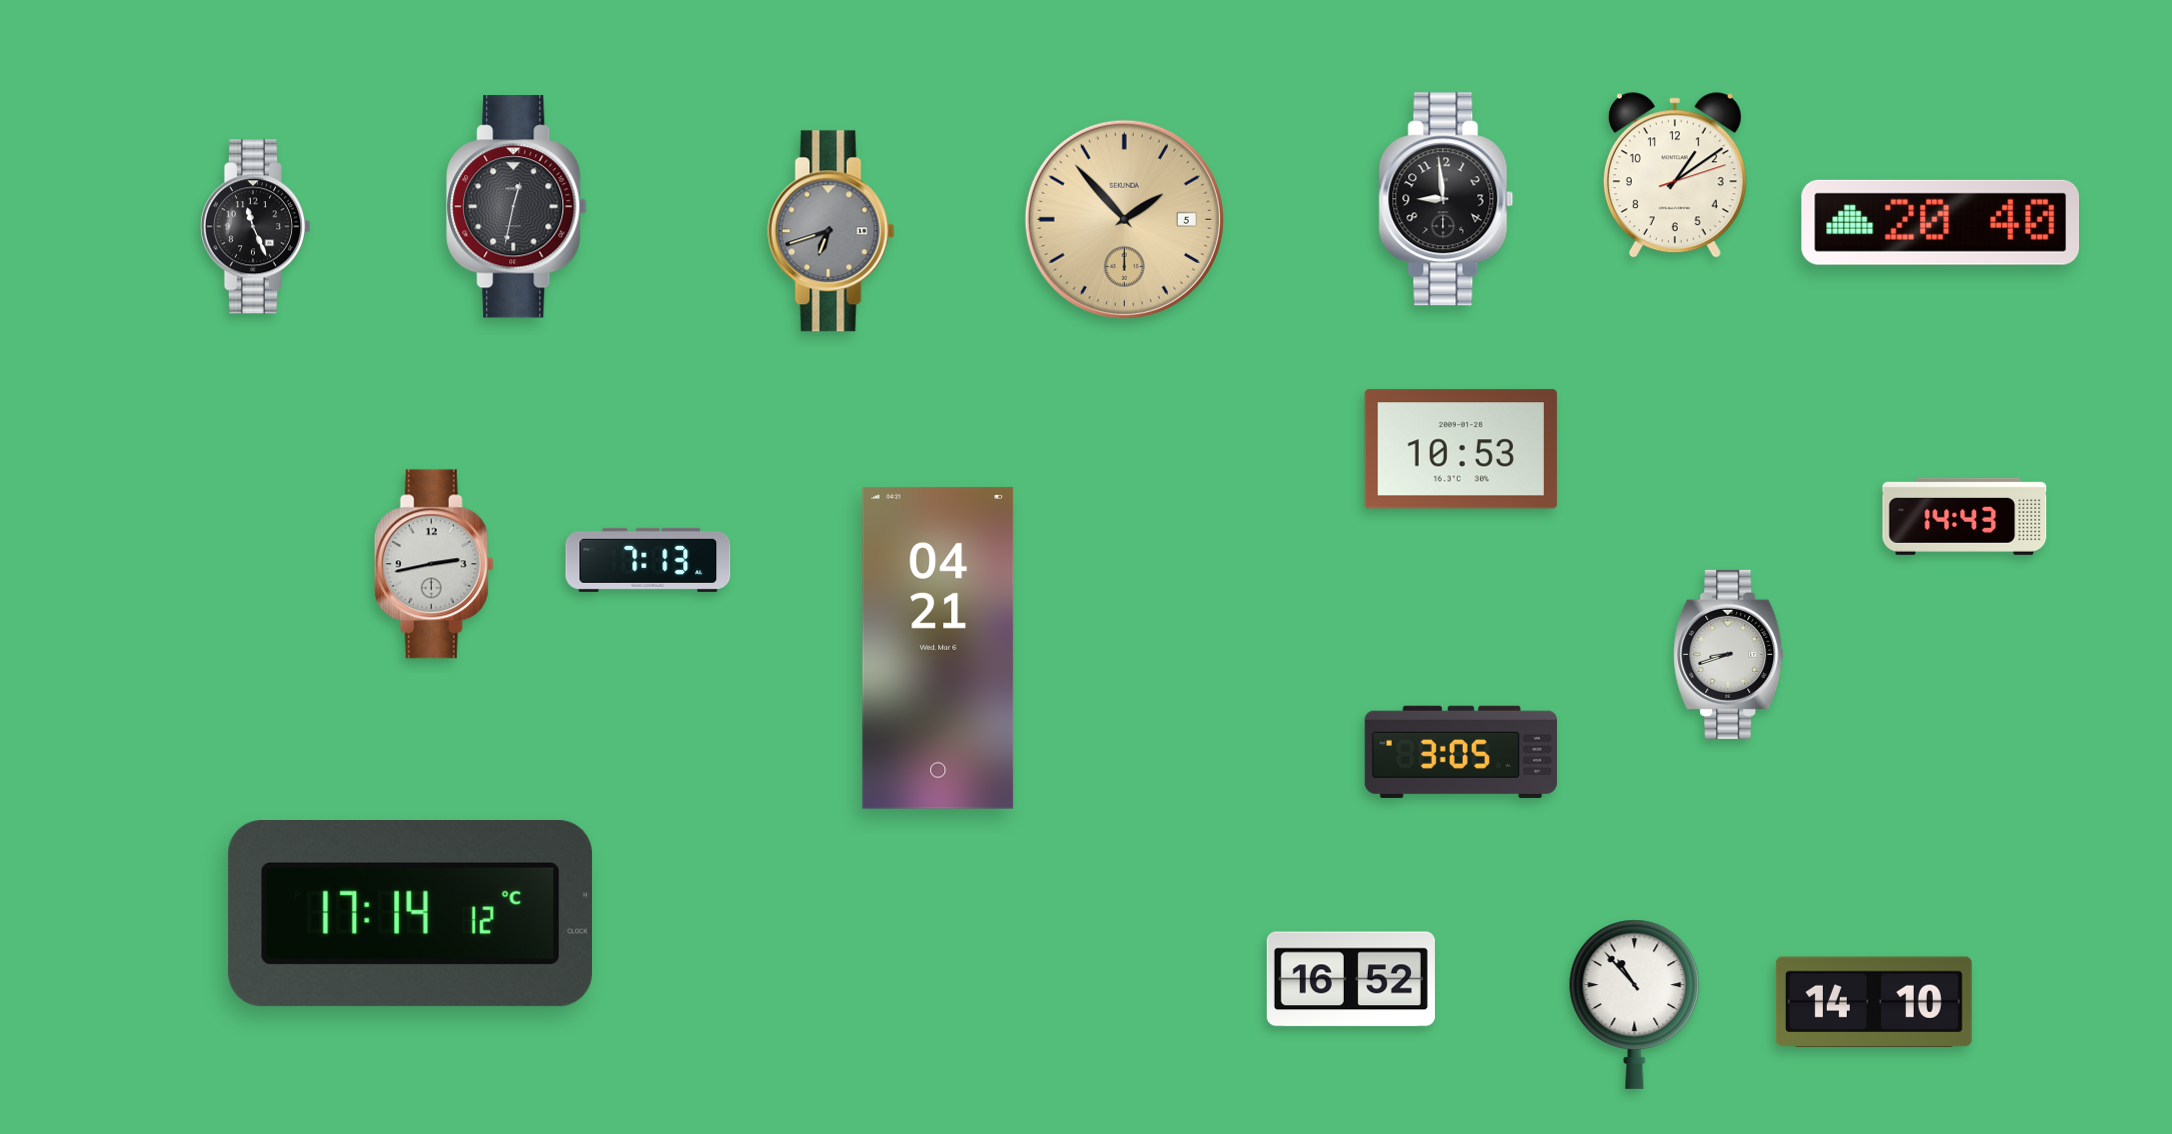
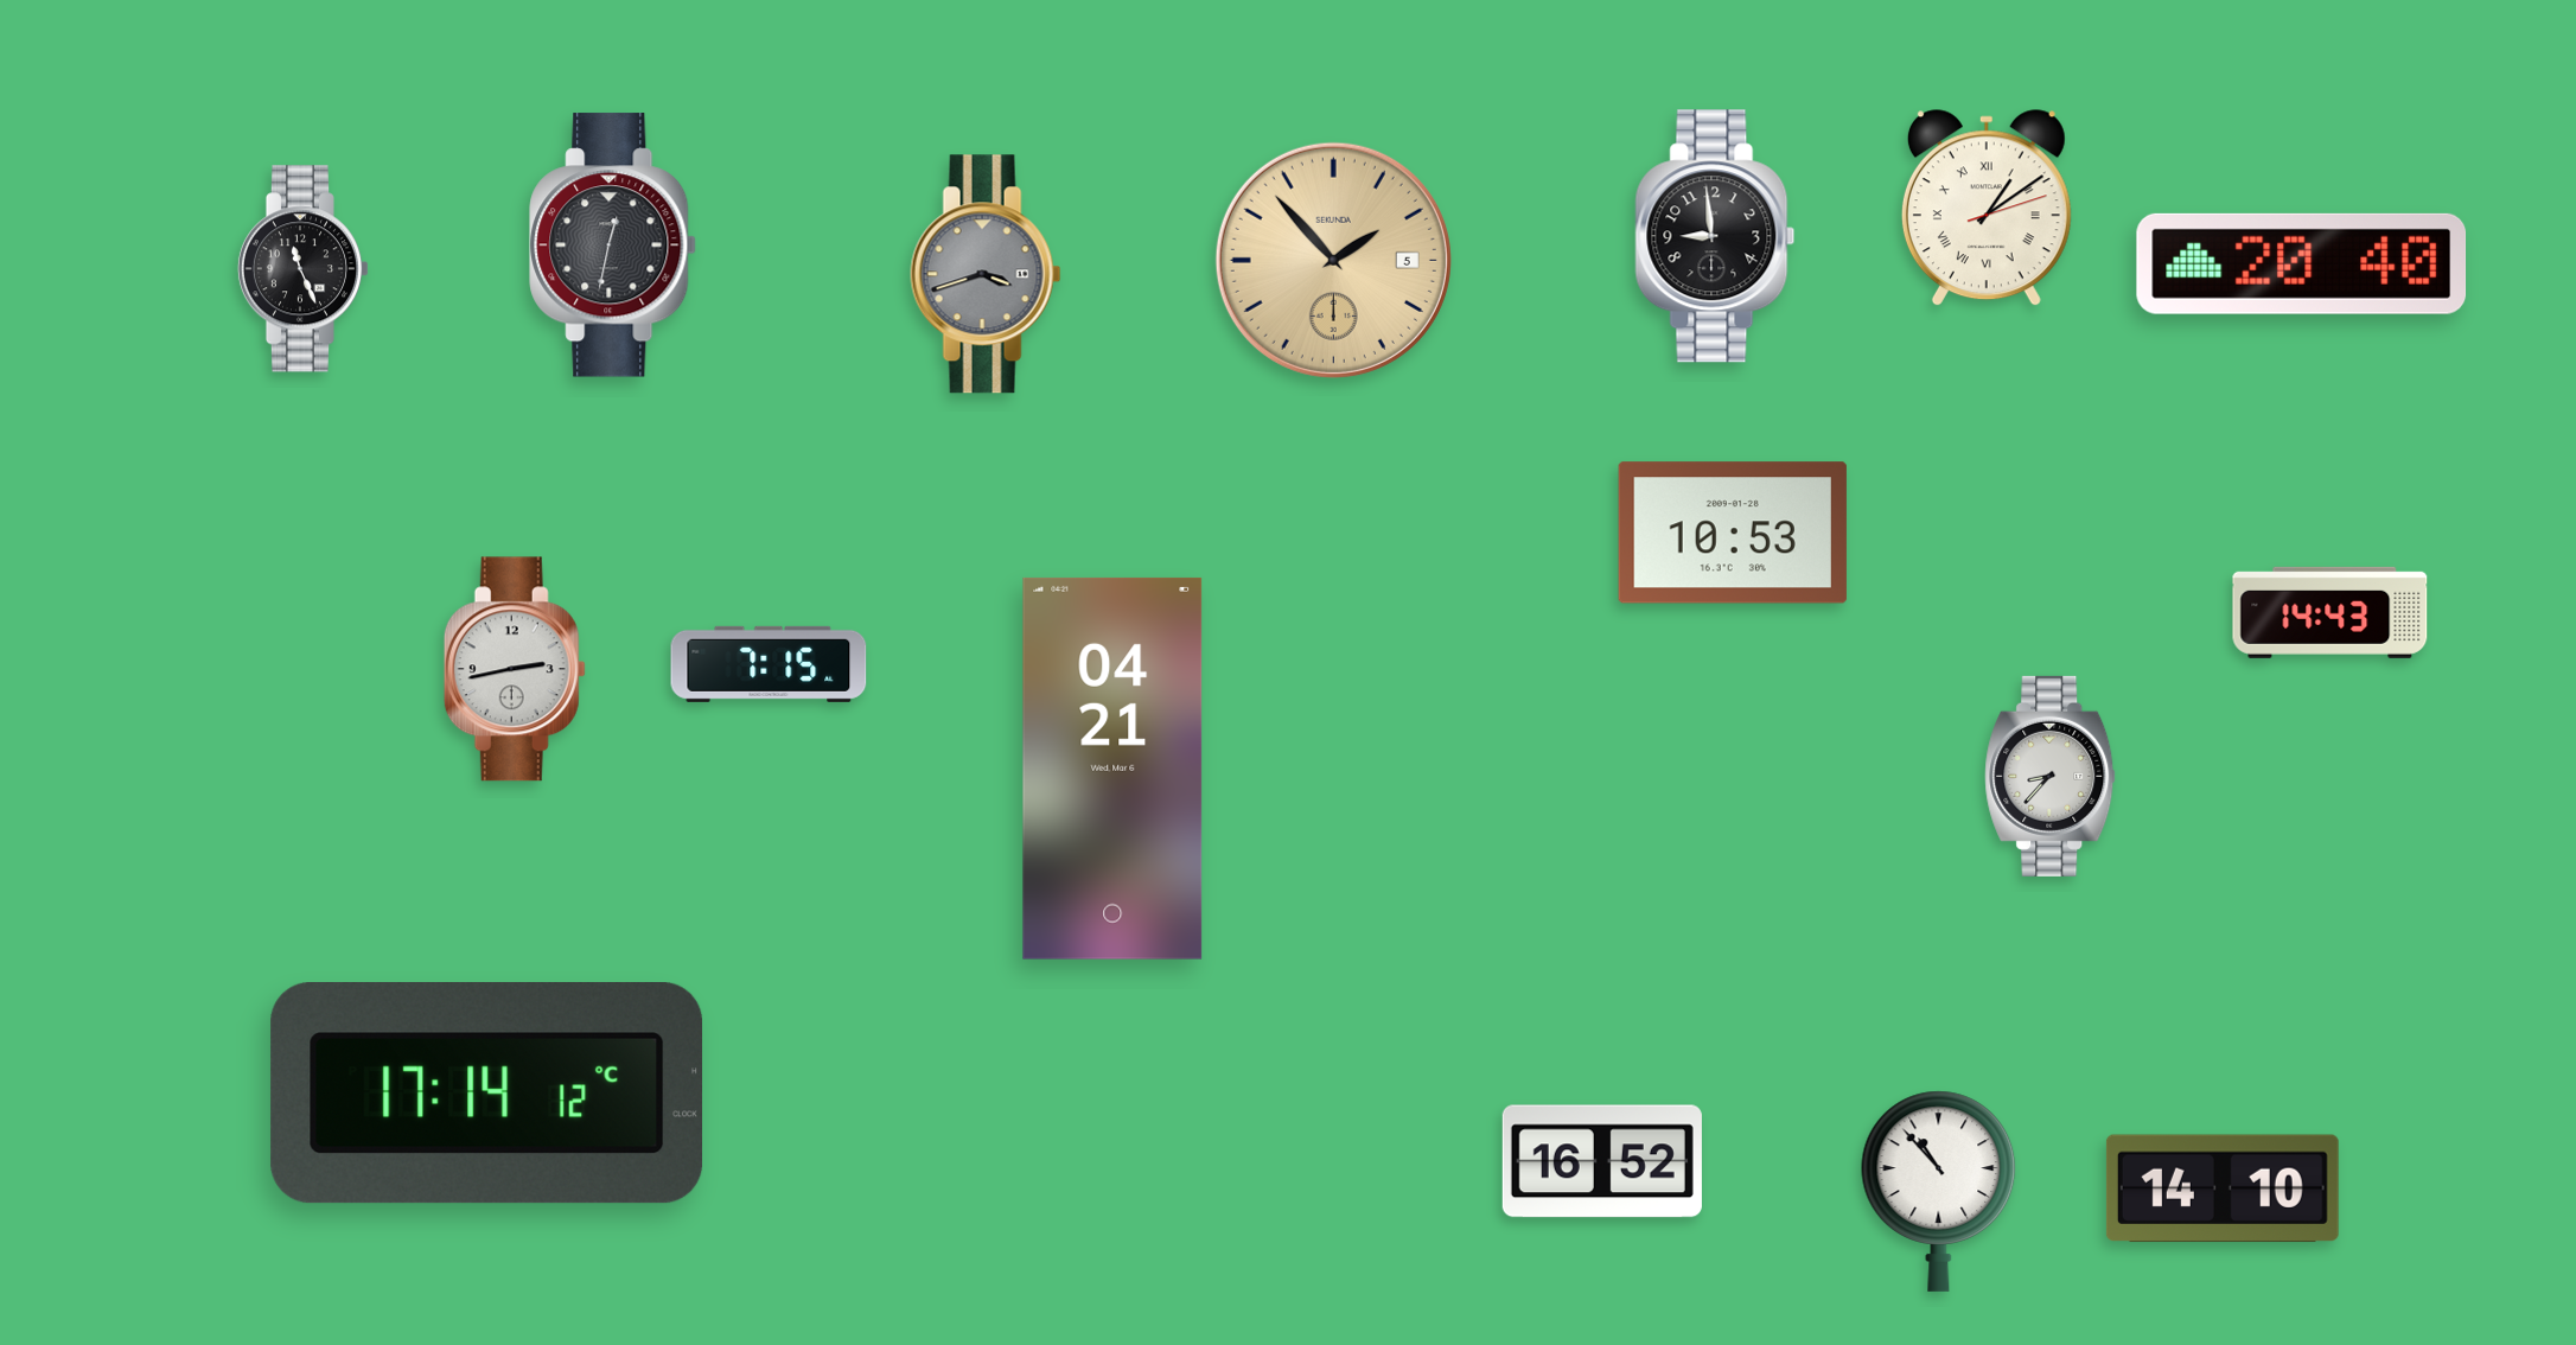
clock at (1675, 176) numerals: Arabic -> Roman
clock at (831, 231): 6:42 -> 3:42
clock at (648, 560): 7:13 -> 7:15
clock at (1729, 654): 8:42 -> 8:37
clock at (1461, 752): 3:05 -> none
clock at (411, 914) position: (411, 914) -> (487, 1094)
